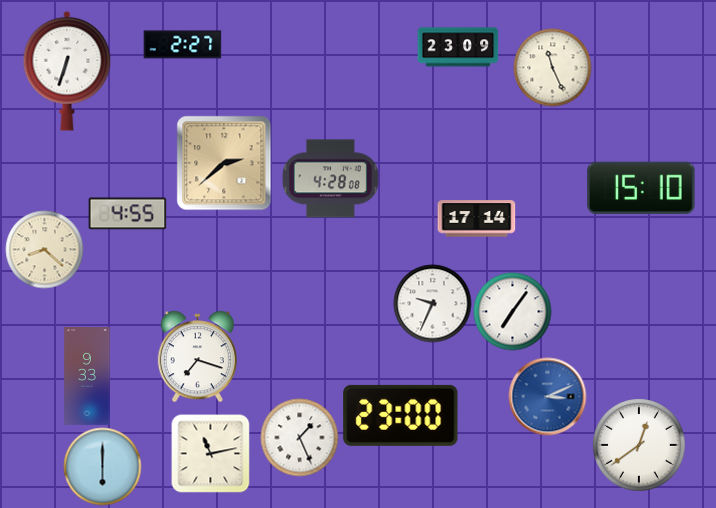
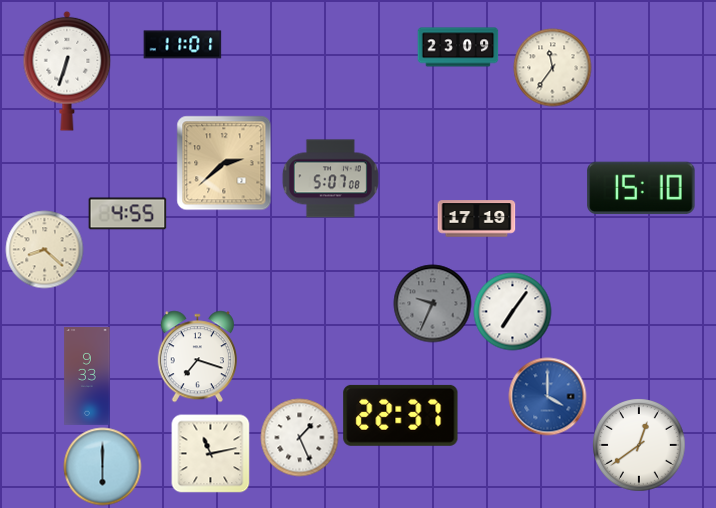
clock at (182, 45): 2:27 -> 11:01
clock at (552, 67): 11:26 -> 11:36
clock at (330, 179): 4:28 -> 5:07
clock at (476, 219): 17:14 -> 17:19
clock at (432, 303) dial: white -> grey
clock at (547, 396): 3:11 -> 4:00
clock at (401, 415): 23:00 -> 22:37
